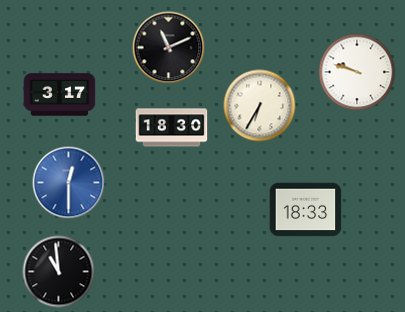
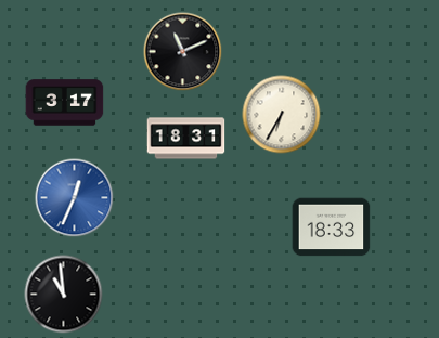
clock at (357, 72): 9:48 -> none
clock at (172, 128): 18:30 -> 18:31
clock at (69, 183): 12:30 -> 12:34
